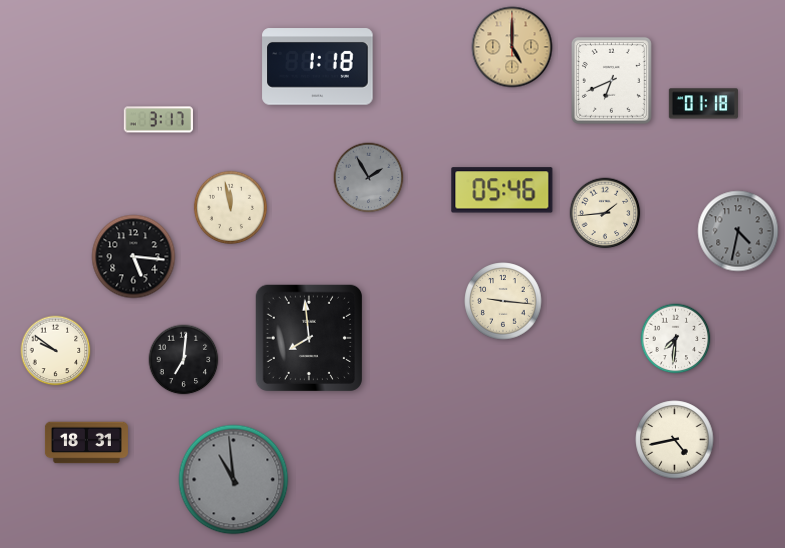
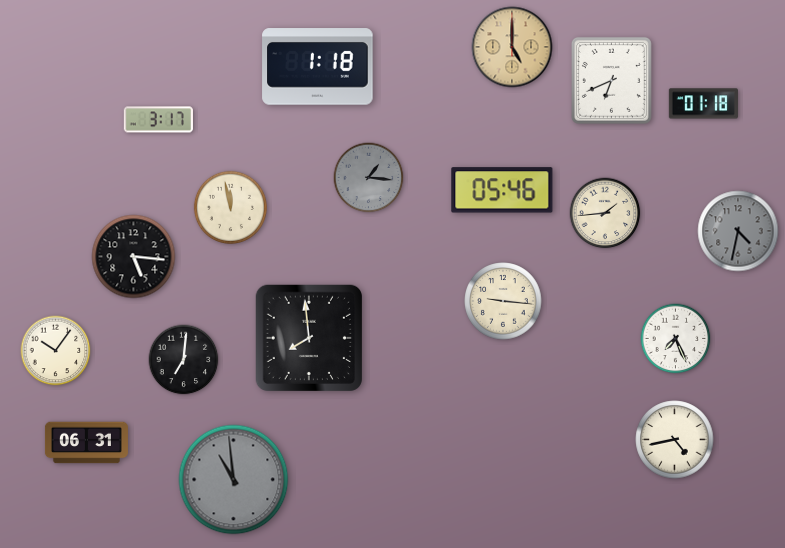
clock at (369, 178): 1:55 -> 1:16
clock at (676, 339): 7:31 -> 7:26
clock at (56, 351): 9:51 -> 10:06
clock at (86, 443): 18:31 -> 06:31
